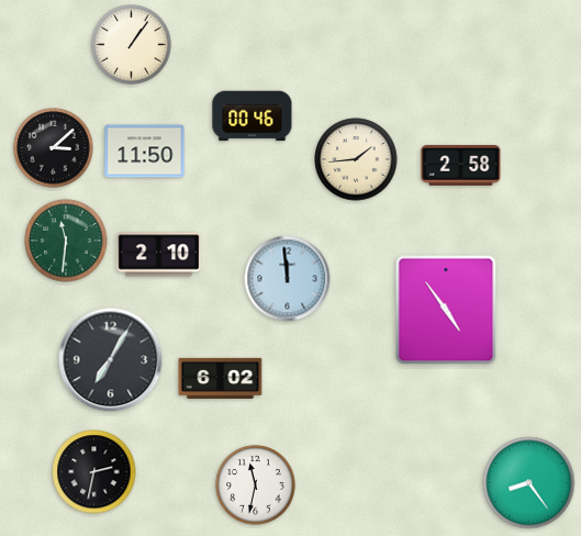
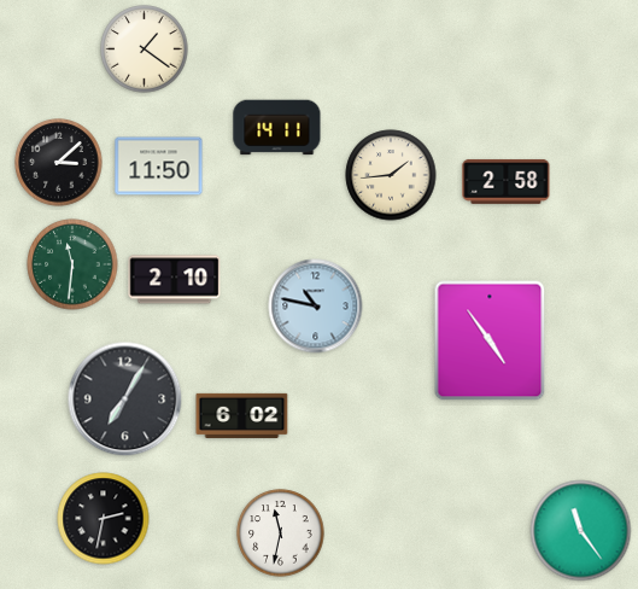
clock at (132, 45): 1:06 -> 1:21
clock at (253, 116): 00:46 -> 14:11
clock at (288, 279): 11:59 -> 10:47
clock at (111, 360) position: (111, 360) -> (125, 400)
clock at (529, 483): 8:24 -> 11:24
